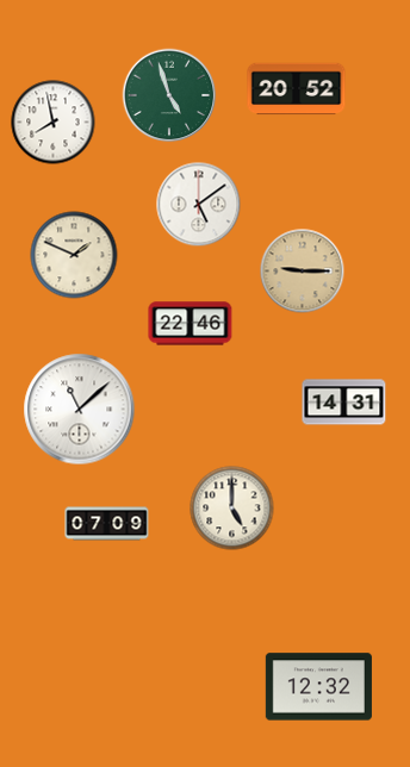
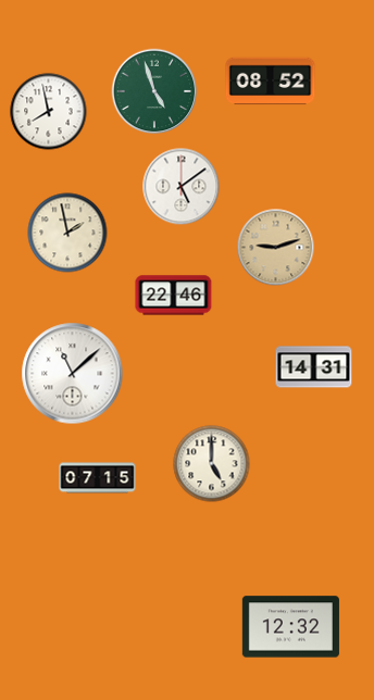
clock at (297, 89): 20:52 -> 08:52
clock at (169, 95) position: (169, 95) -> (154, 91)
clock at (74, 255): 1:49 -> 1:58
clock at (303, 272): 9:15 -> 9:12
clock at (107, 524): 07:09 -> 07:15
